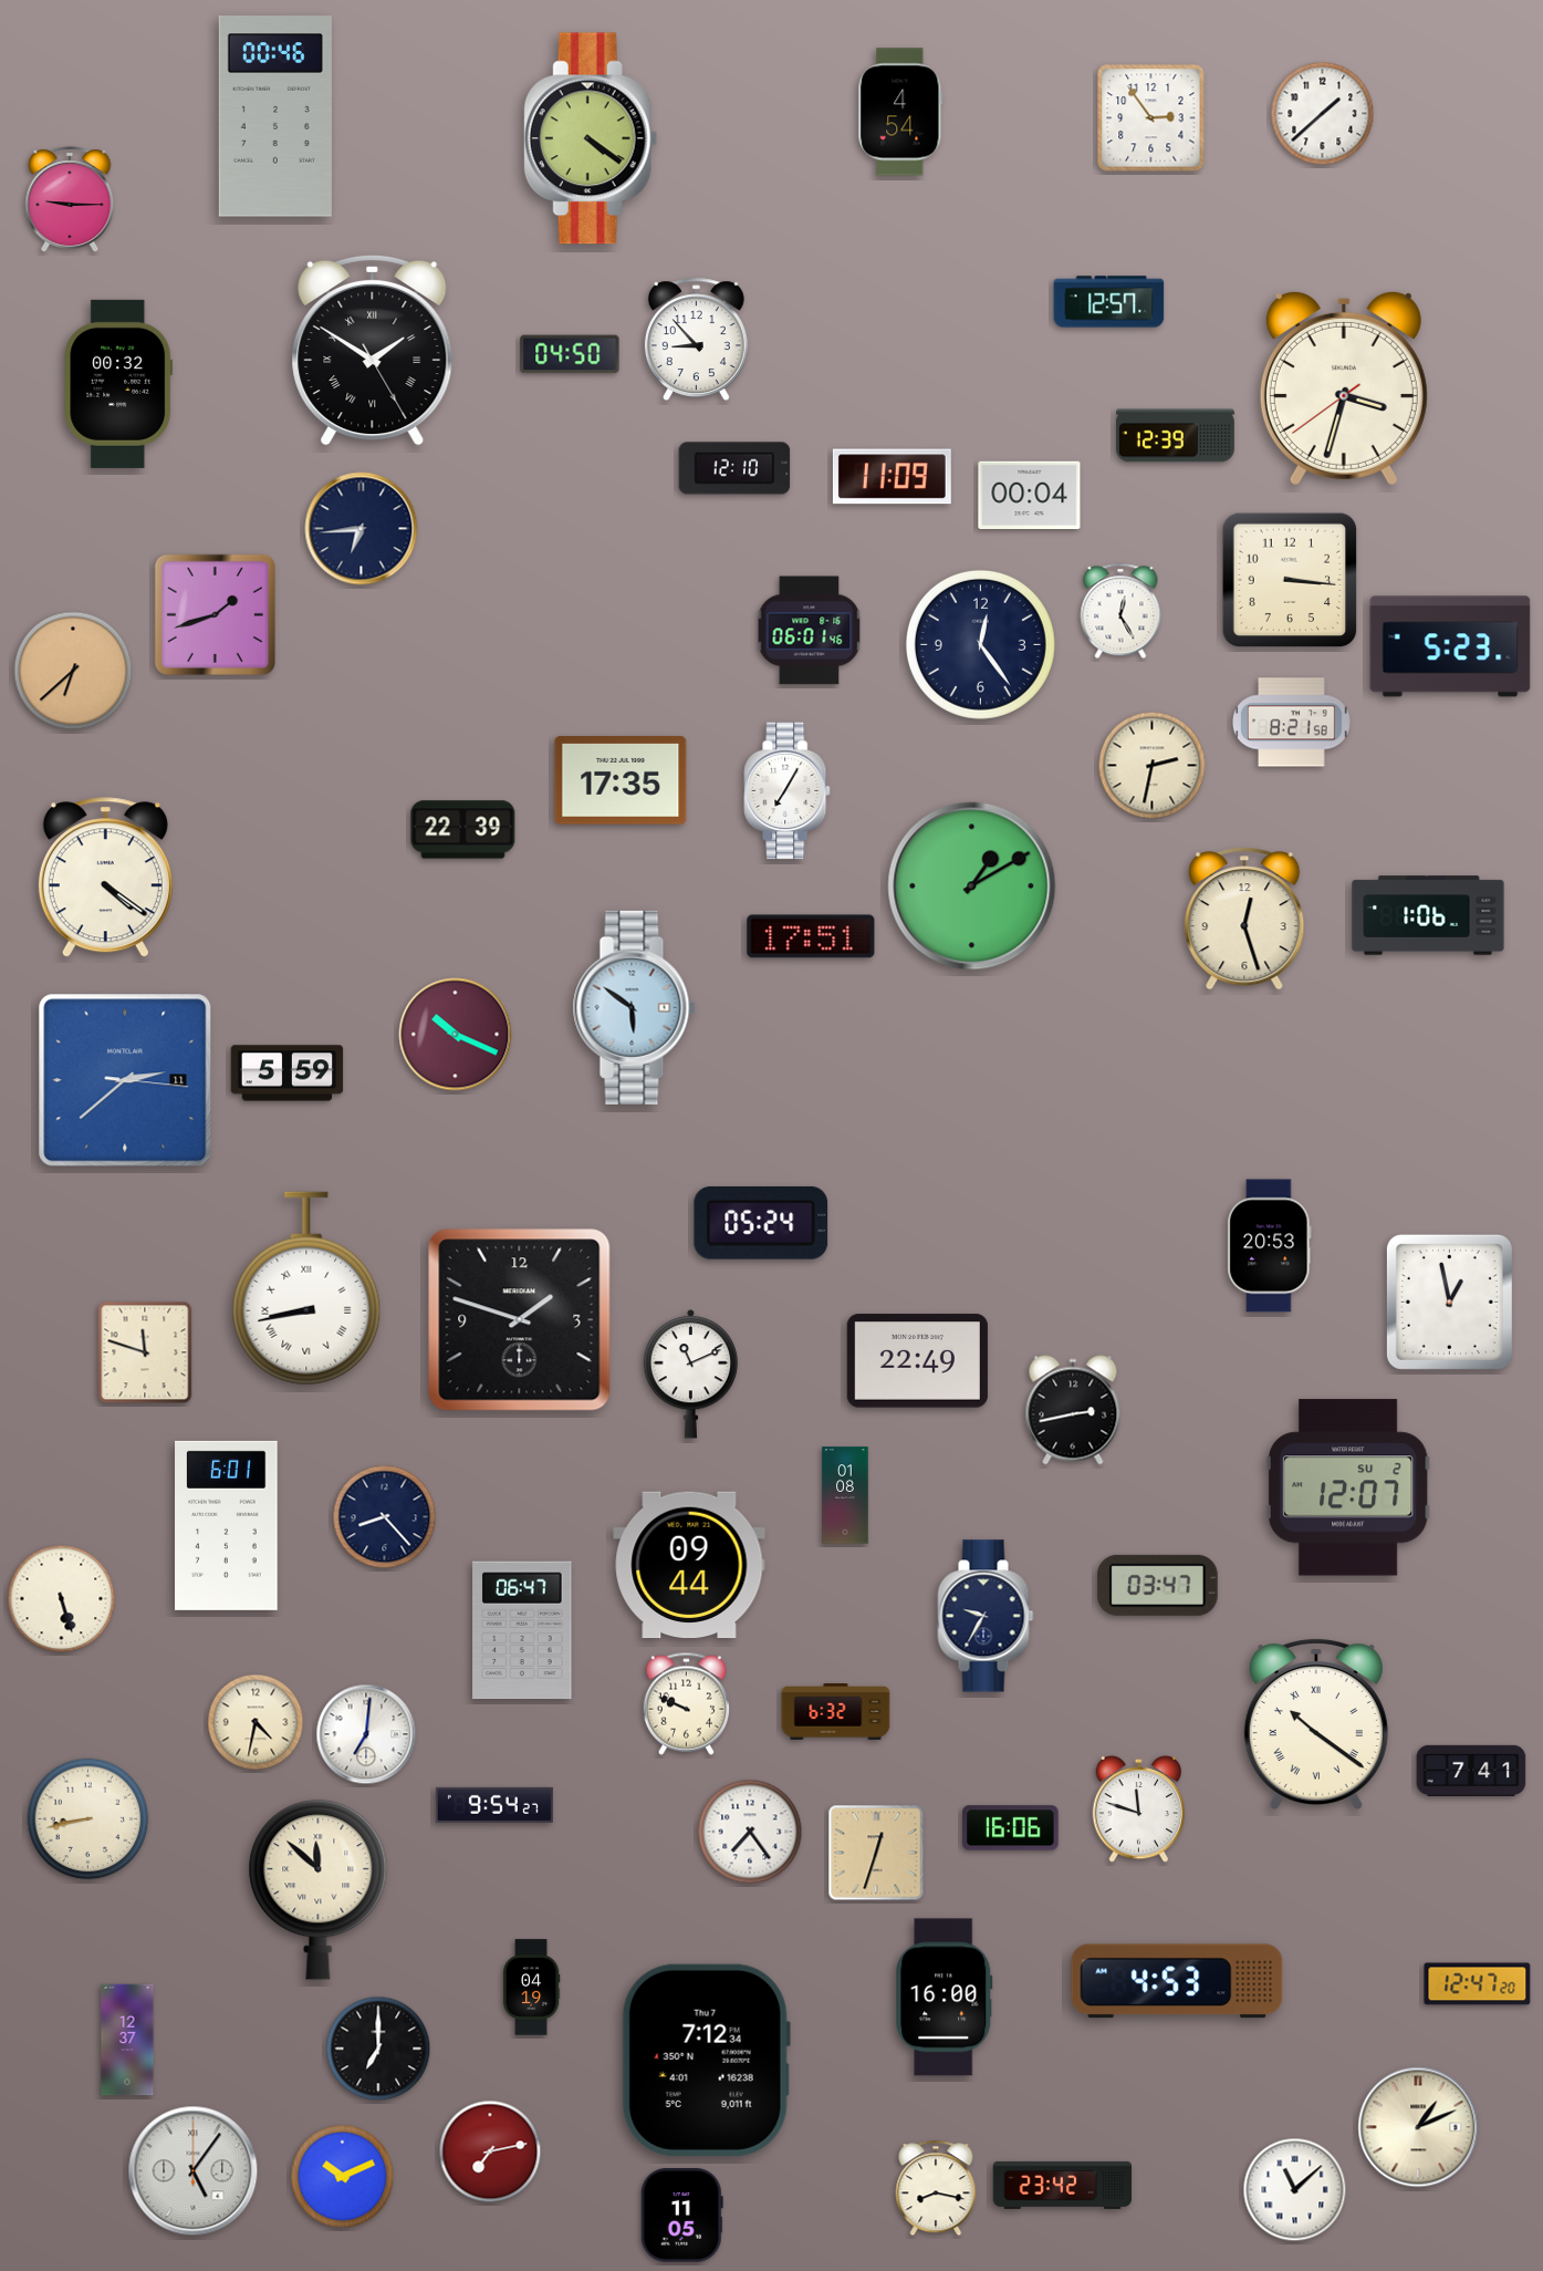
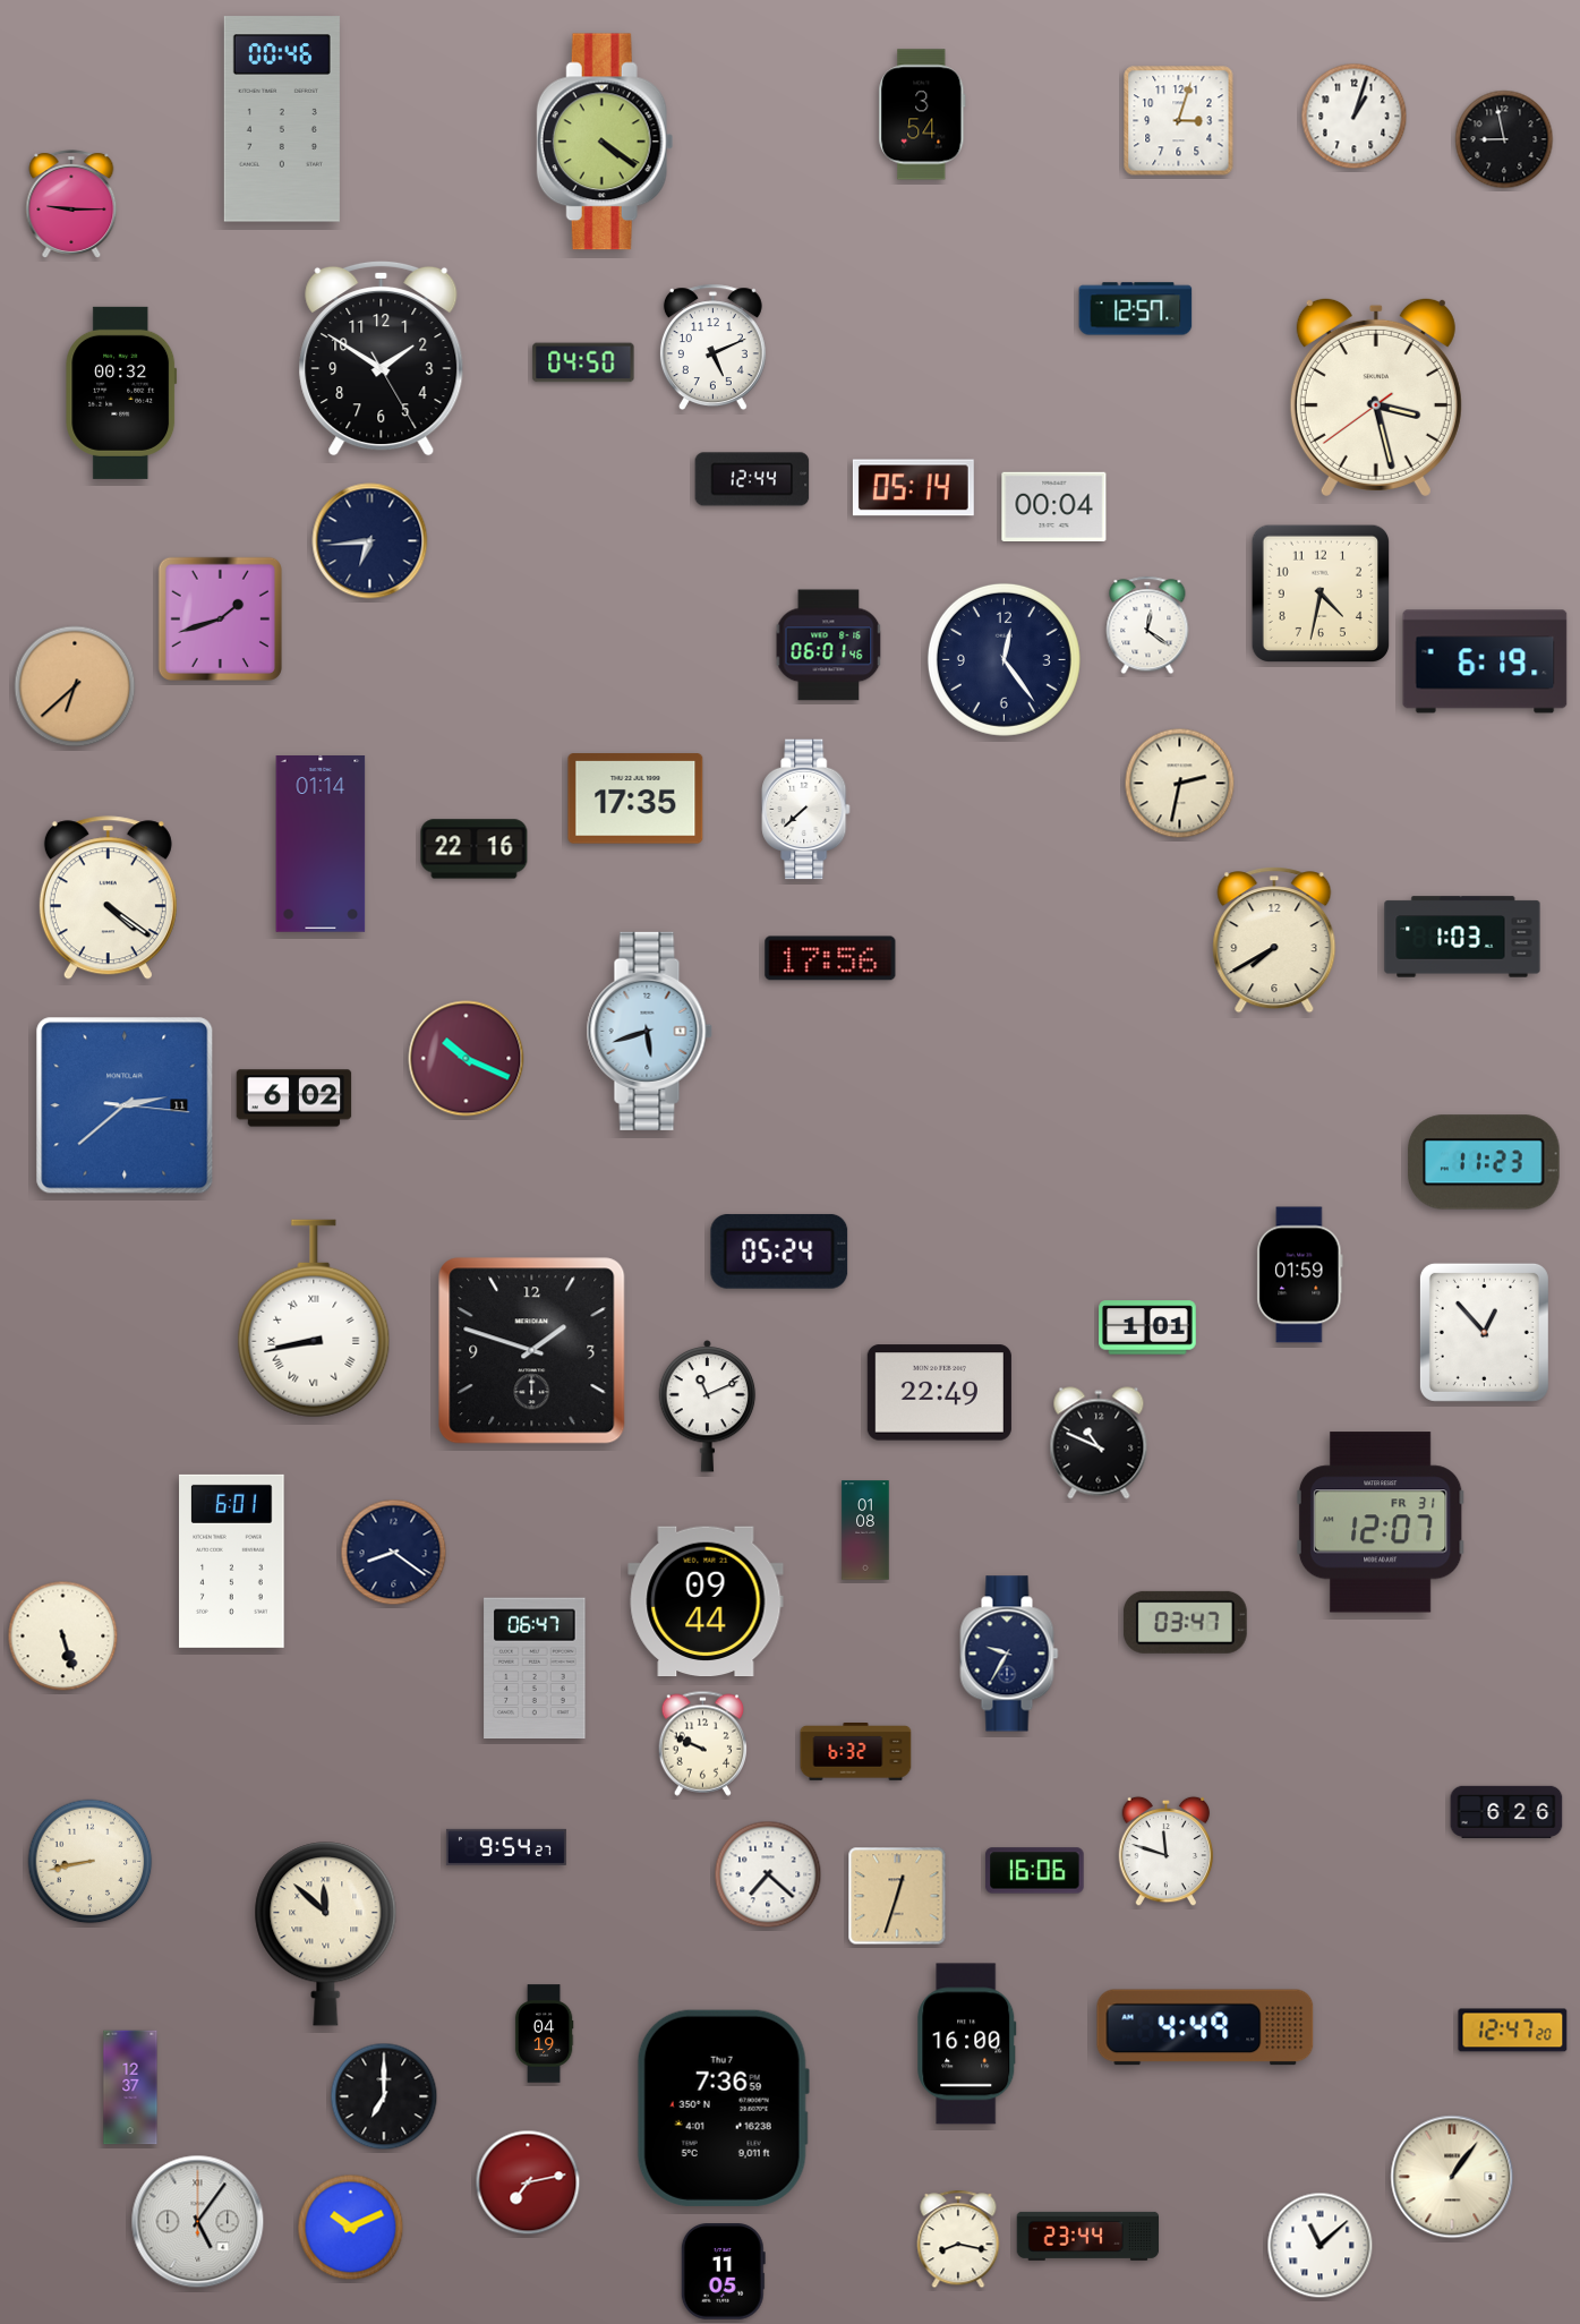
clock at (900, 112): 4:54 -> 3:54
clock at (1323, 114): 1:38 -> 1:03
clock at (1151, 118): 2:54 -> 3:03
clock at (1504, 139): none -> 8:58
clock at (696, 340): 8:53 -> 5:11
clock at (373, 350) numerals: Roman -> Arabic
clock at (1344, 387): 3:32 -> 3:27
clock at (1175, 436): 12:39 -> none
clock at (734, 468): 12:10 -> 12:44
clock at (892, 477): 11:09 -> 05:14
clock at (1290, 580): 3:16 -> 4:32
clock at (1120, 611): 12:25 -> 12:21
clock at (215, 614) position: (215, 614) -> (220, 618)
clock at (1450, 646): 5:23 -> 6:19
clock at (1292, 723): 8:21 -> none
clock at (788, 791): 7:05 -> 7:38
clock at (321, 845): none -> 01:14
clock at (463, 830): 22:39 -> 22:16
clock at (972, 886): 1:10 -> none
clock at (1428, 915): 1:06 -> 1:03
clock at (1244, 919): 12:27 -> 7:40
clock at (811, 936): 17:51 -> 17:56
clock at (634, 1007): 5:51 -> 5:42
clock at (288, 1074): 5:59 -> 6:02
clock at (125, 1080) position: (125, 1080) -> (125, 1105)
clock at (1484, 1162): none -> 11:23
clock at (1270, 1246): 20:53 -> 01:59
clock at (1147, 1327): none -> 1:01
clock at (1449, 1302): 12:58 -> 12:53
clock at (145, 1352): 11:48 -> none
clock at (1073, 1410): 2:43 -> 10:49
clock at (1348, 1487) date: SU 2 -> FR 31
clock at (385, 1517): 8:23 -> 8:21
clock at (256, 1722): 4:32 -> none
clock at (1316, 1724): 10:21 -> none
clock at (366, 1734): 7:01 -> none
clock at (1471, 1771): 7:41 -> 6:26
clock at (750, 1832): 7:24 -> 7:22
clock at (1177, 1981): 4:53 -> 4:49
clock at (378, 2049) position: (378, 2049) -> (384, 2096)
clock at (706, 2060): 7:12 -> 7:36
clock at (1418, 2127): 1:11 -> 1:06
clock at (490, 2151) position: (490, 2151) -> (528, 2182)
clock at (1063, 2185): 23:42 -> 23:44
clock at (1295, 2190) position: (1295, 2190) -> (1321, 2246)
clock at (681, 2216) position: (681, 2216) -> (723, 2272)
